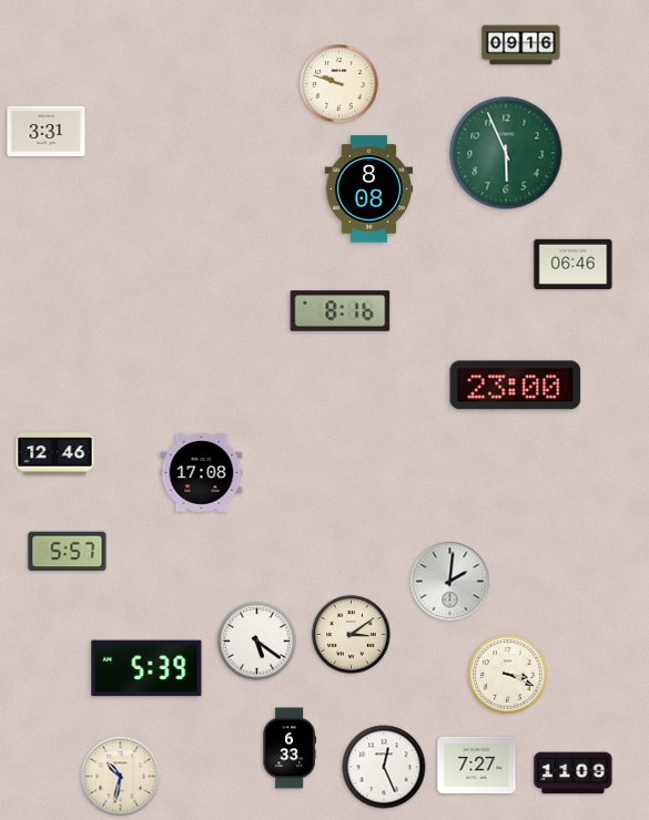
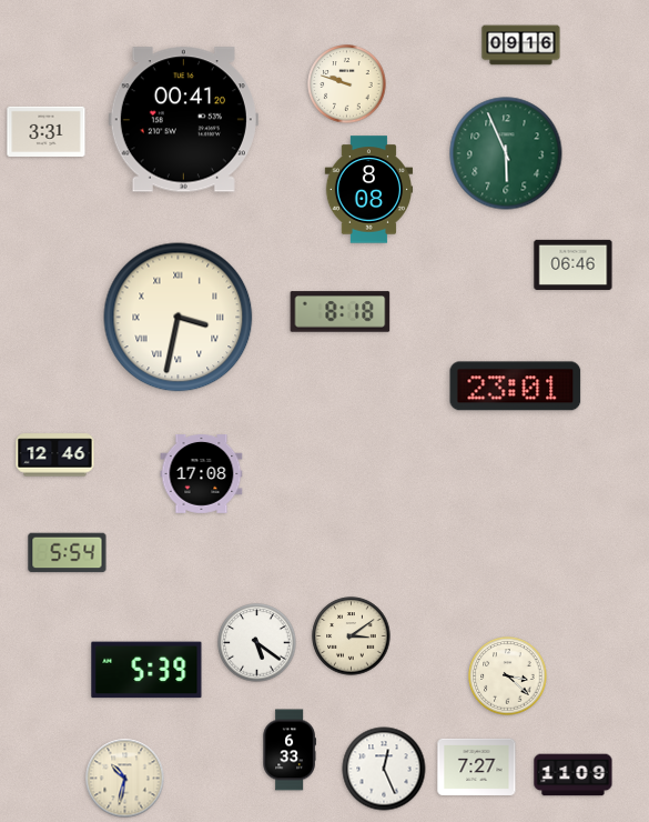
clock at (339, 84) position: (339, 84) -> (347, 84)
clock at (183, 120): none -> 00:41
clock at (341, 311): 8:16 -> 8:18
clock at (179, 318): none -> 3:32
clock at (516, 386): 23:00 -> 23:01
clock at (68, 552): 5:57 -> 5:54
clock at (450, 582): 2:01 -> none
clock at (508, 675): 3:19 -> 3:22
clock at (121, 777) position: (121, 777) -> (125, 779)
